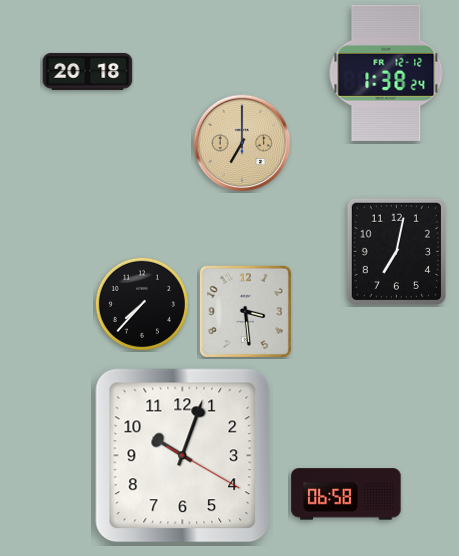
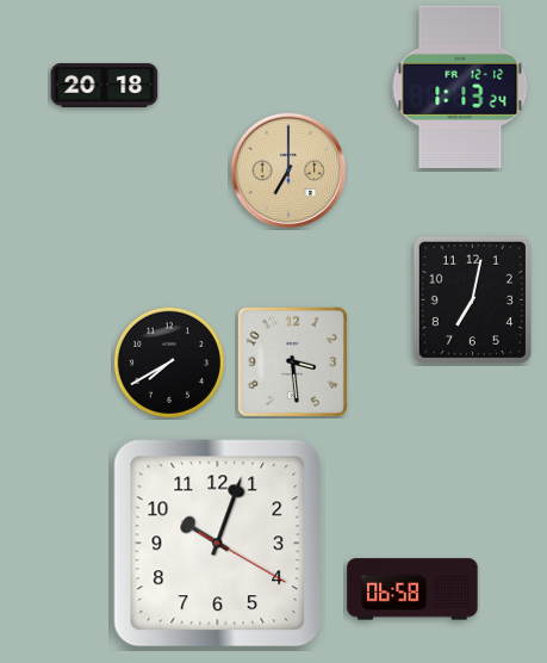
clock at (386, 73): 1:38 -> 1:13
clock at (142, 304): 7:37 -> 7:40
clock at (245, 311) position: (245, 311) -> (292, 361)
